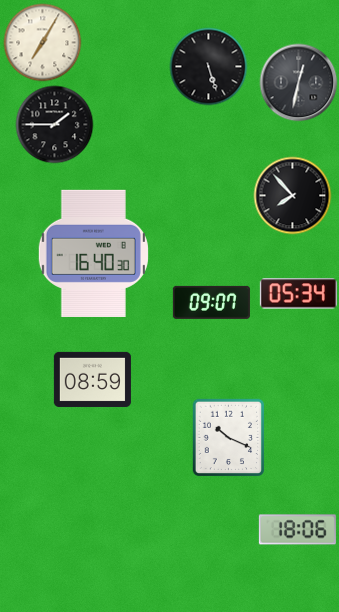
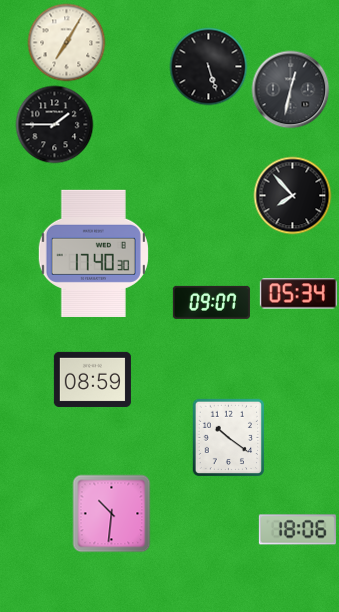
clock at (42, 42) position: (42, 42) -> (66, 42)
clock at (298, 82) position: (298, 82) -> (290, 89)
clock at (93, 253): 16:40 -> 17:40
clock at (229, 437): 10:19 -> 10:21
clock at (111, 513): none -> 10:31
